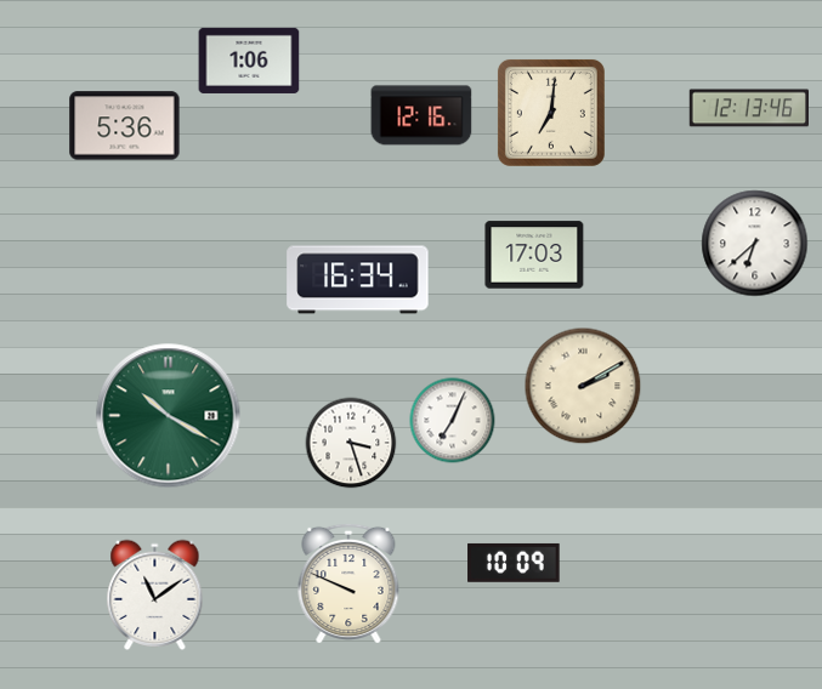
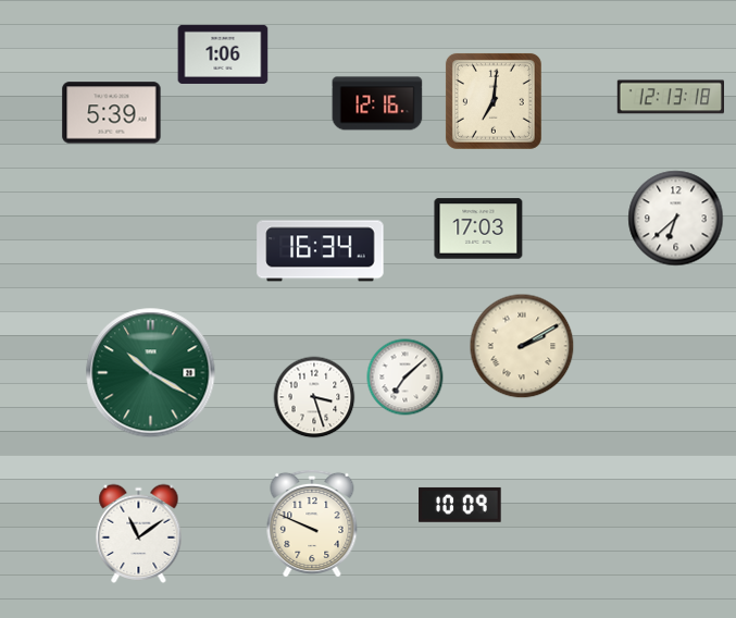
clock at (749, 108): 12:13:46 -> 12:13:18
clock at (125, 126): 5:36 -> 5:39
clock at (453, 421): 7:04 -> 7:08
